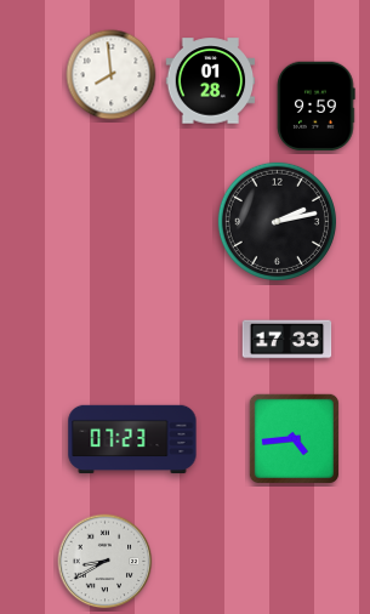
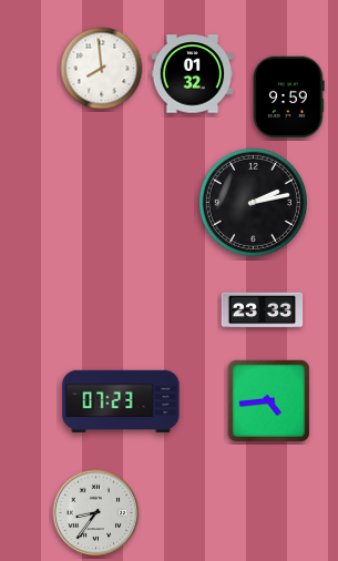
clock at (211, 81): 01:28 -> 01:32
clock at (288, 340): 17:33 -> 23:33
clock at (106, 562): 8:40 -> 8:36
